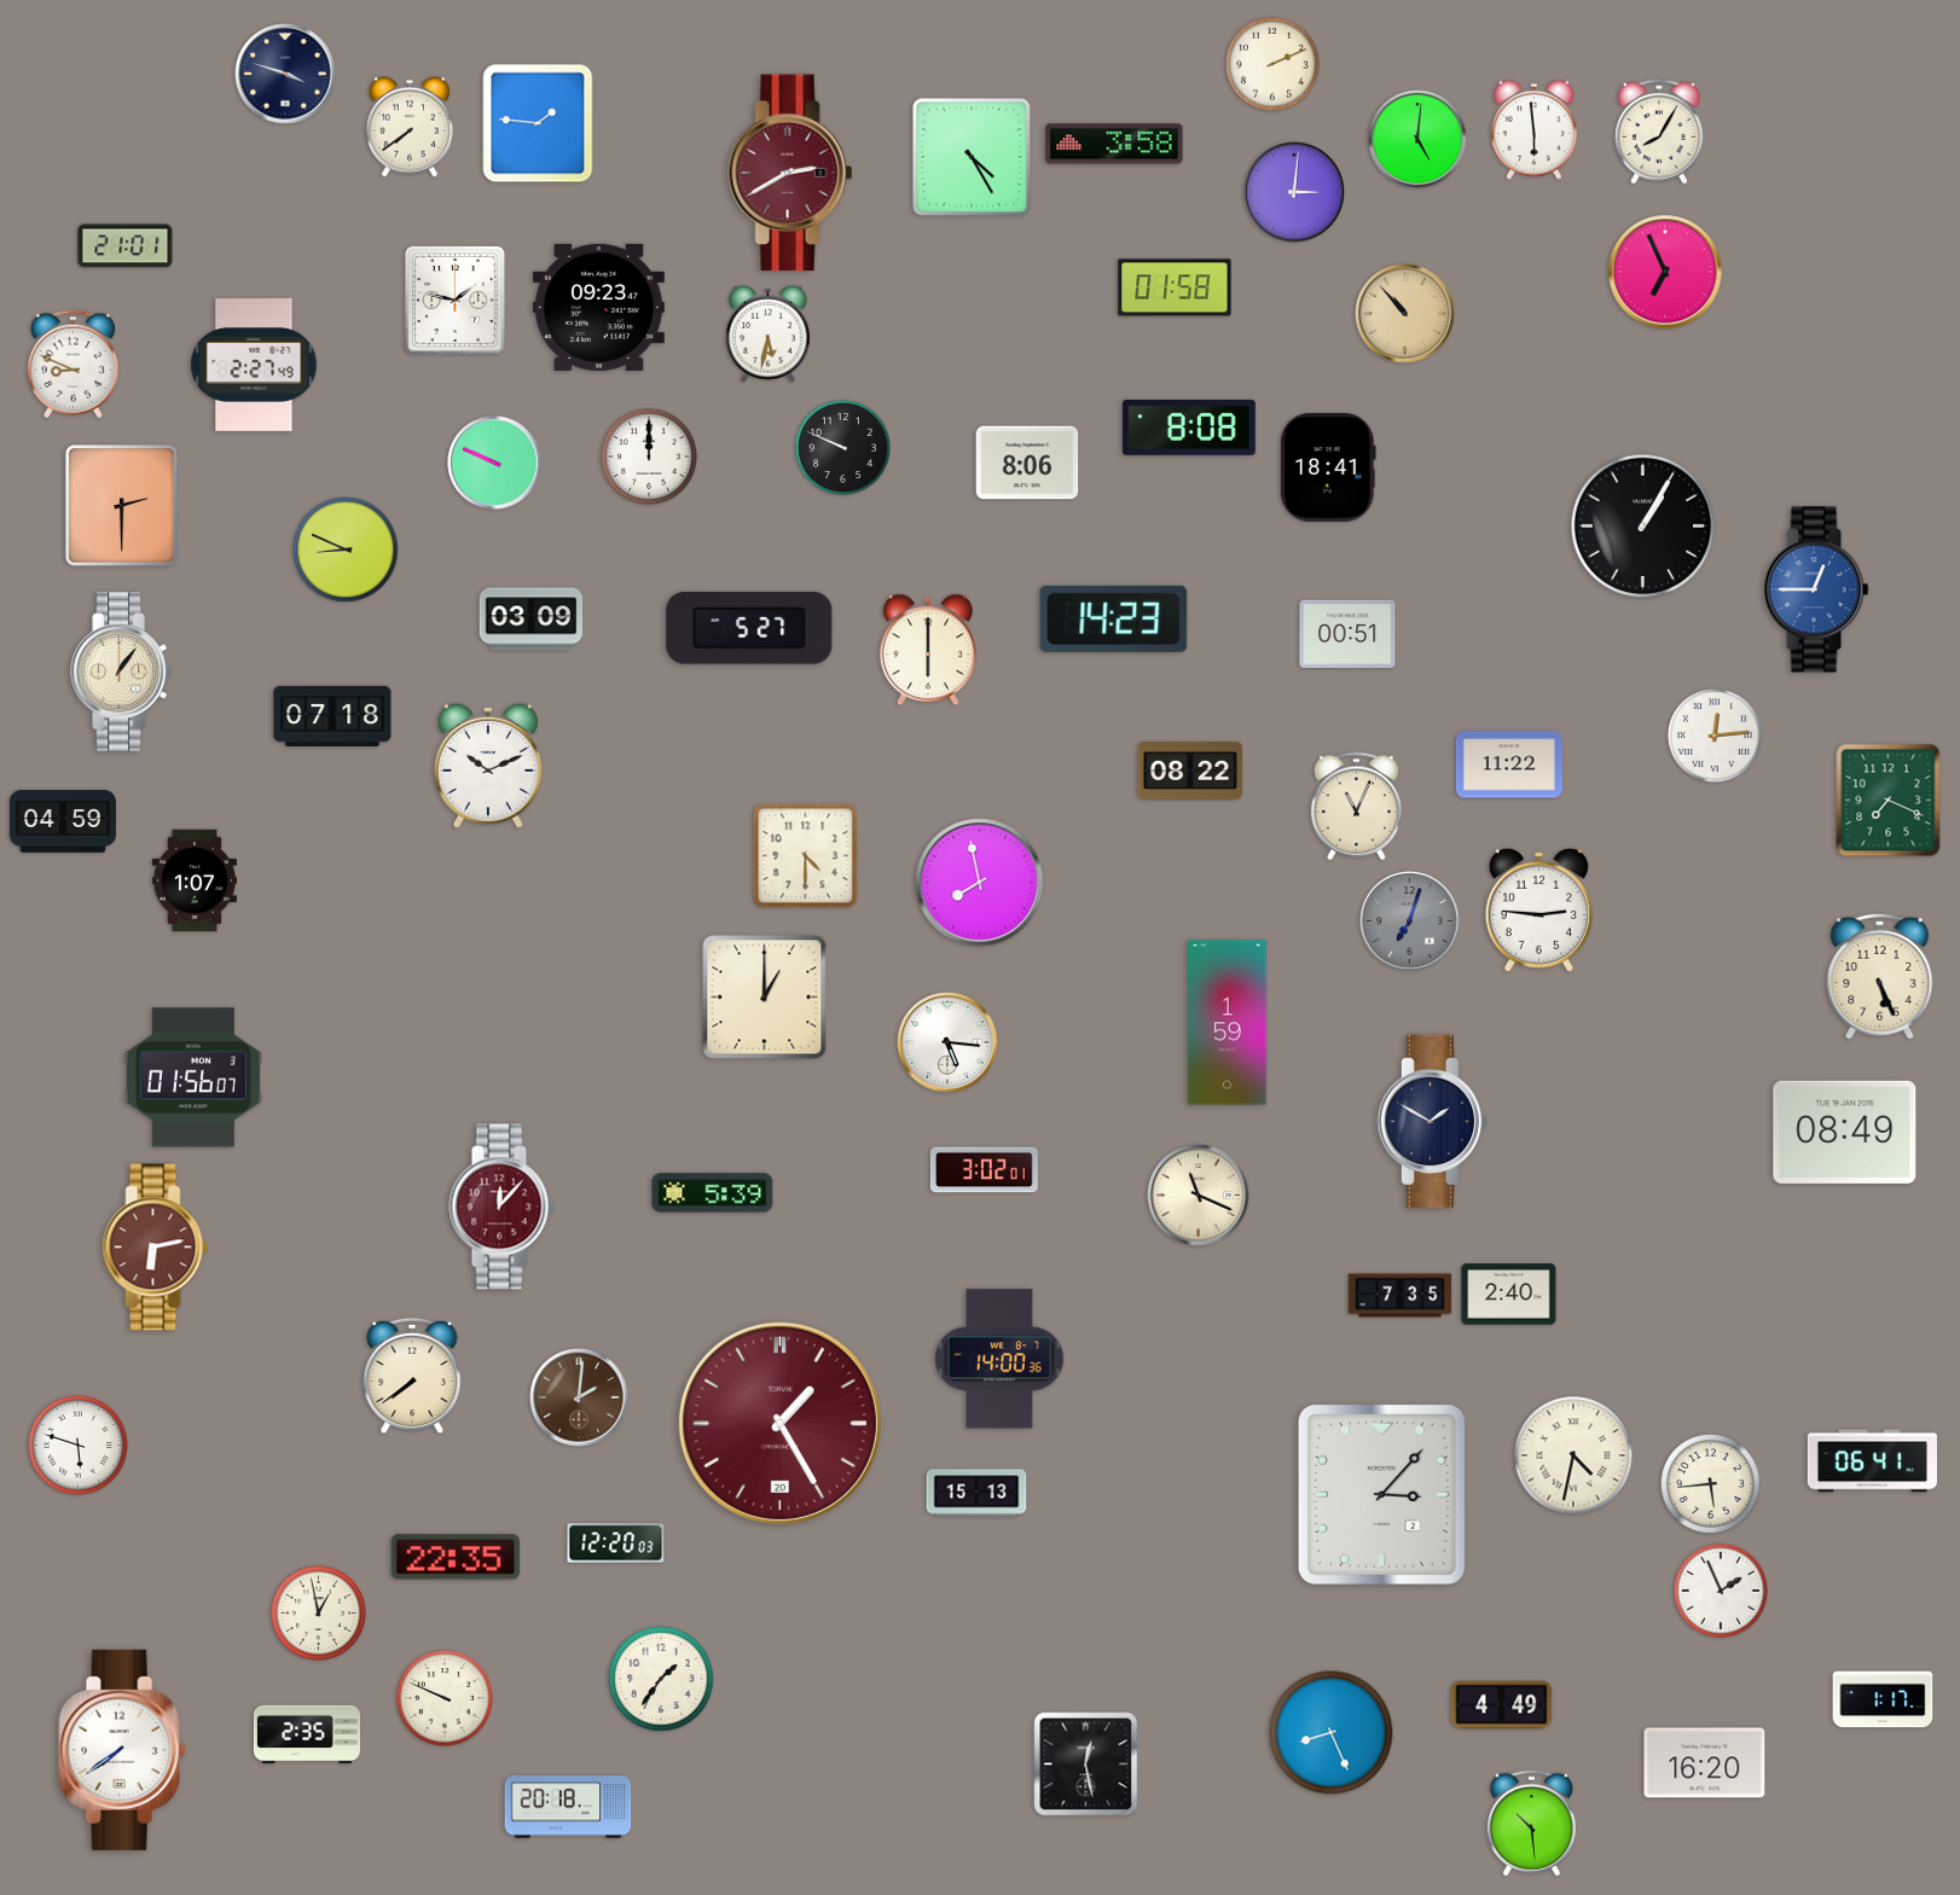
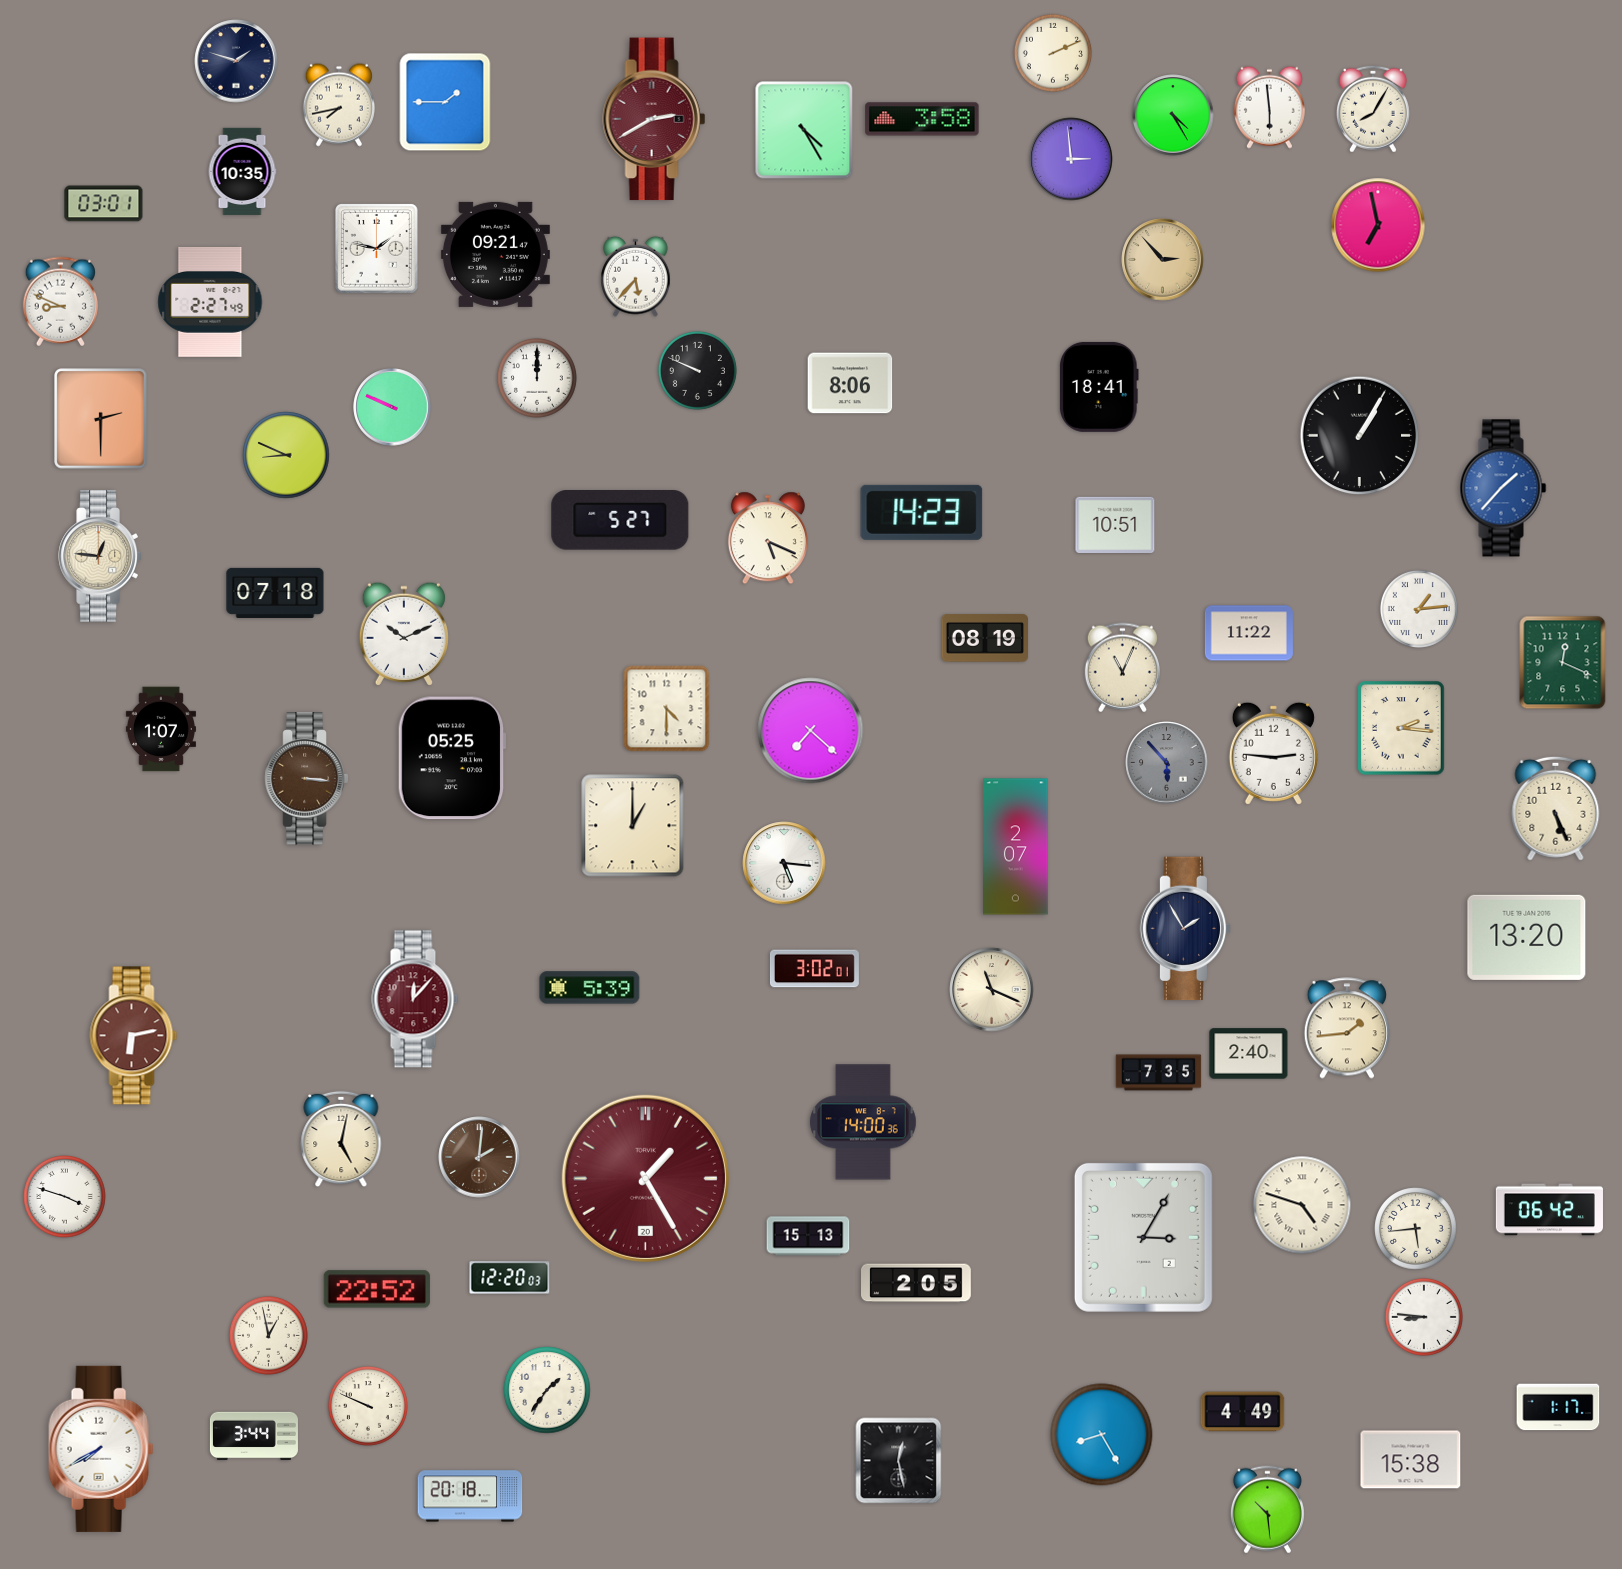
clock at (285, 74): 3:48 -> 1:48
clock at (538, 123): 1:46 -> 1:45
clock at (410, 127): 7:39 -> 7:43
clock at (1417, 139): 5:01 -> 4:25
clock at (790, 173) position: (790, 173) -> (654, 119)
clock at (1294, 192): 3:01 -> 2:59
clock at (242, 171): none -> 10:35
clock at (126, 246): 21:01 -> 03:01
clock at (1665, 272): 6:56 -> 6:58
clock at (1175, 287): 01:58 -> none
clock at (598, 307): 09:23 -> 09:21
clock at (1405, 314): 10:53 -> 2:53
clock at (769, 333): 5:32 -> 5:37
clock at (1189, 428): 8:08 -> none
clock at (494, 463) position: (494, 463) -> (392, 407)
clock at (1816, 589): 12:45 -> 1:37
clock at (532, 620): 03:09 -> none
clock at (1347, 633): 00:51 -> 10:51
clock at (928, 650): 6:00 -> 5:19
clock at (121, 672): 1:06 -> 12:46
clock at (1715, 736): 12:14 -> 1:14
clock at (1189, 771): 08:22 -> 08:19
clock at (1889, 801): 7:19 -> 12:19
clock at (63, 821): 04:59 -> none
clock at (1401, 728): none -> 2:16
clock at (980, 883): 7:58 -> 7:22
clock at (452, 758): none -> 05:25
clock at (1410, 922): 7:03 -> 5:53
clock at (307, 779): none -> 3:16
clock at (1228, 1023): 1:59 -> 2:07
clock at (193, 1077): 01:56 -> none
clock at (1433, 1122): 1:50 -> 1:55
clock at (1845, 1132): 08:49 -> 13:20
clock at (1347, 1028): none -> 1:44
clock at (156, 1248) position: (156, 1248) -> (134, 1036)
clock at (1509, 1295) position: (1509, 1295) -> (1249, 1054)
clock at (999, 1359) position: (999, 1359) -> (863, 1122)
clock at (412, 1376): 7:39 -> 5:02
clock at (79, 1446): 5:48 -> 3:48
clock at (1573, 1455): 4:32 -> 4:48
clock at (1872, 1461): 06:41 -> 06:42
clock at (1381, 1494): 3:07 -> 3:05
clock at (917, 1283): none -> 2:05
clock at (456, 1557): 22:35 -> 22:52
clock at (1721, 1591): 1:56 -> 8:46
clock at (318, 1612) position: (318, 1612) -> (268, 1335)
clock at (1332, 1733): 8:26 -> 8:25
clock at (307, 1734): 2:35 -> 3:44
clock at (122, 1750): 7:39 -> 7:40
clock at (1705, 1763): 16:20 -> 15:38
